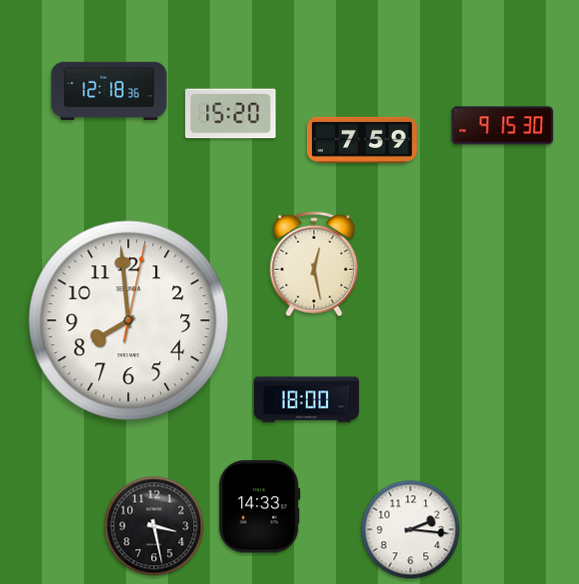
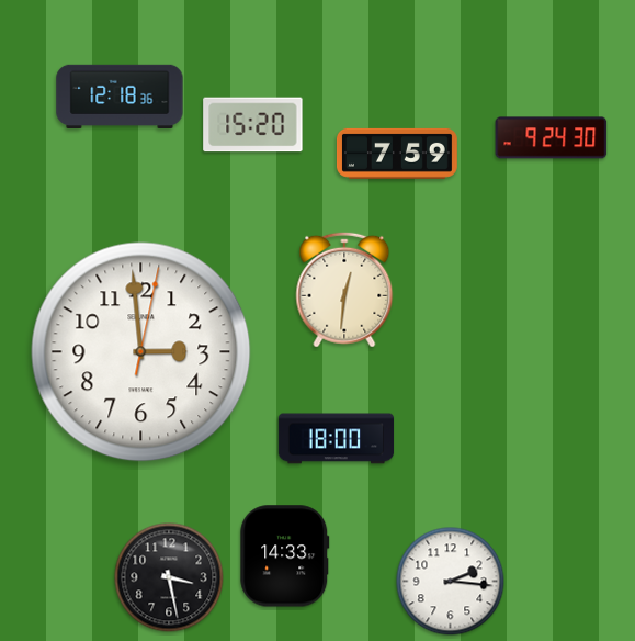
clock at (109, 90) position: (109, 90) -> (120, 95)
clock at (503, 126): 9:15 -> 9:24
clock at (314, 264): 12:28 -> 12:31
clock at (129, 321): 7:59 -> 2:59
